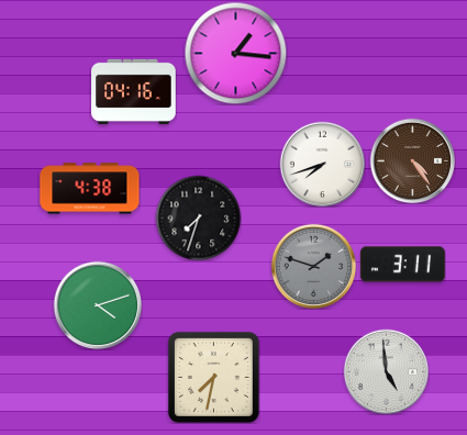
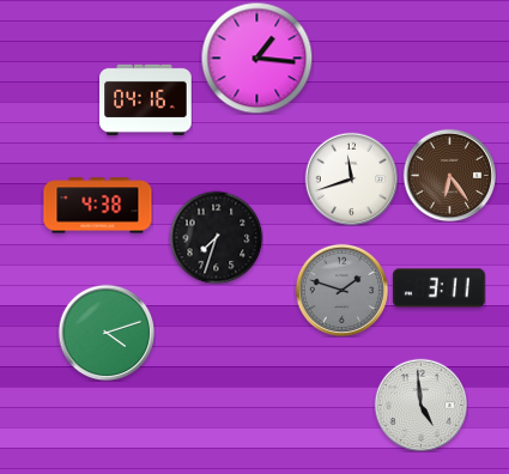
clock at (412, 160): 4:24 -> 6:24
clock at (322, 164): 7:42 -> 11:42
clock at (213, 377): 7:32 -> none
